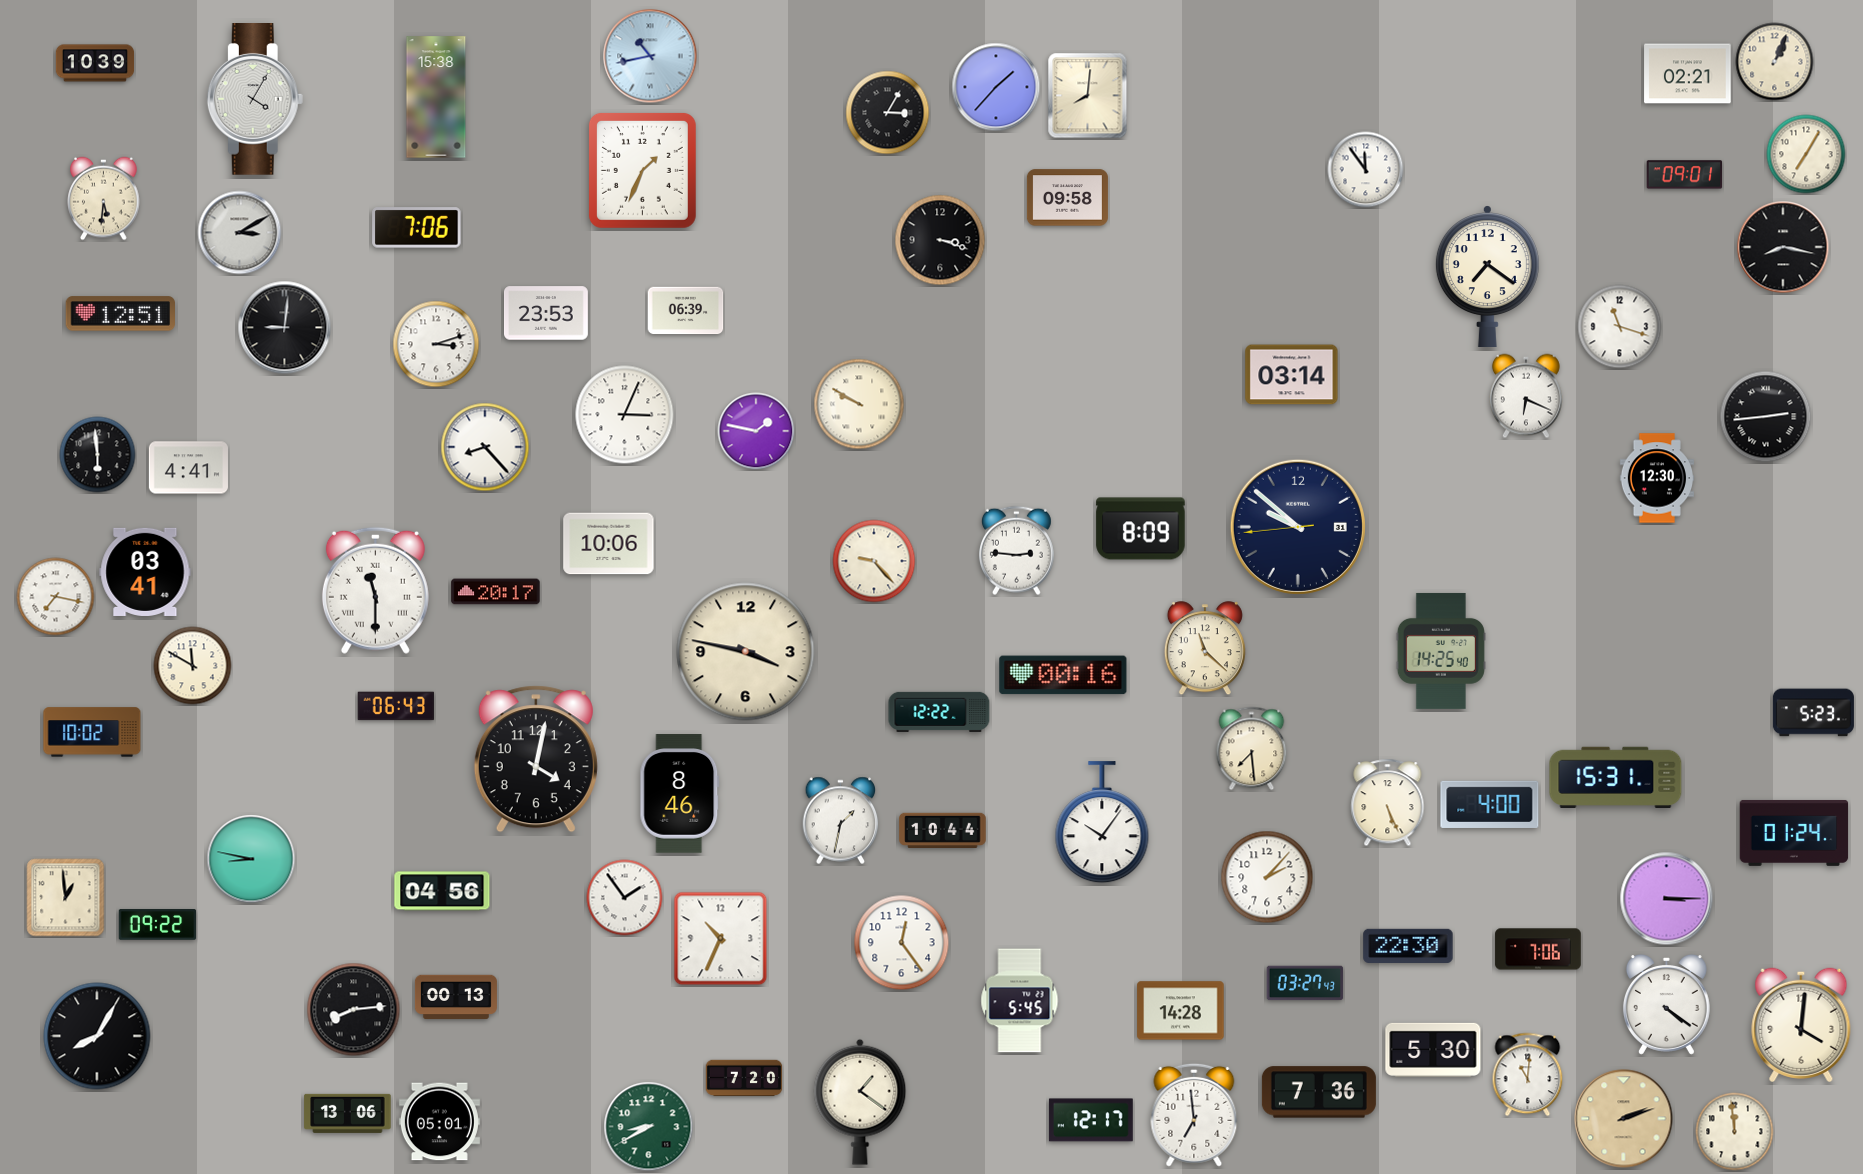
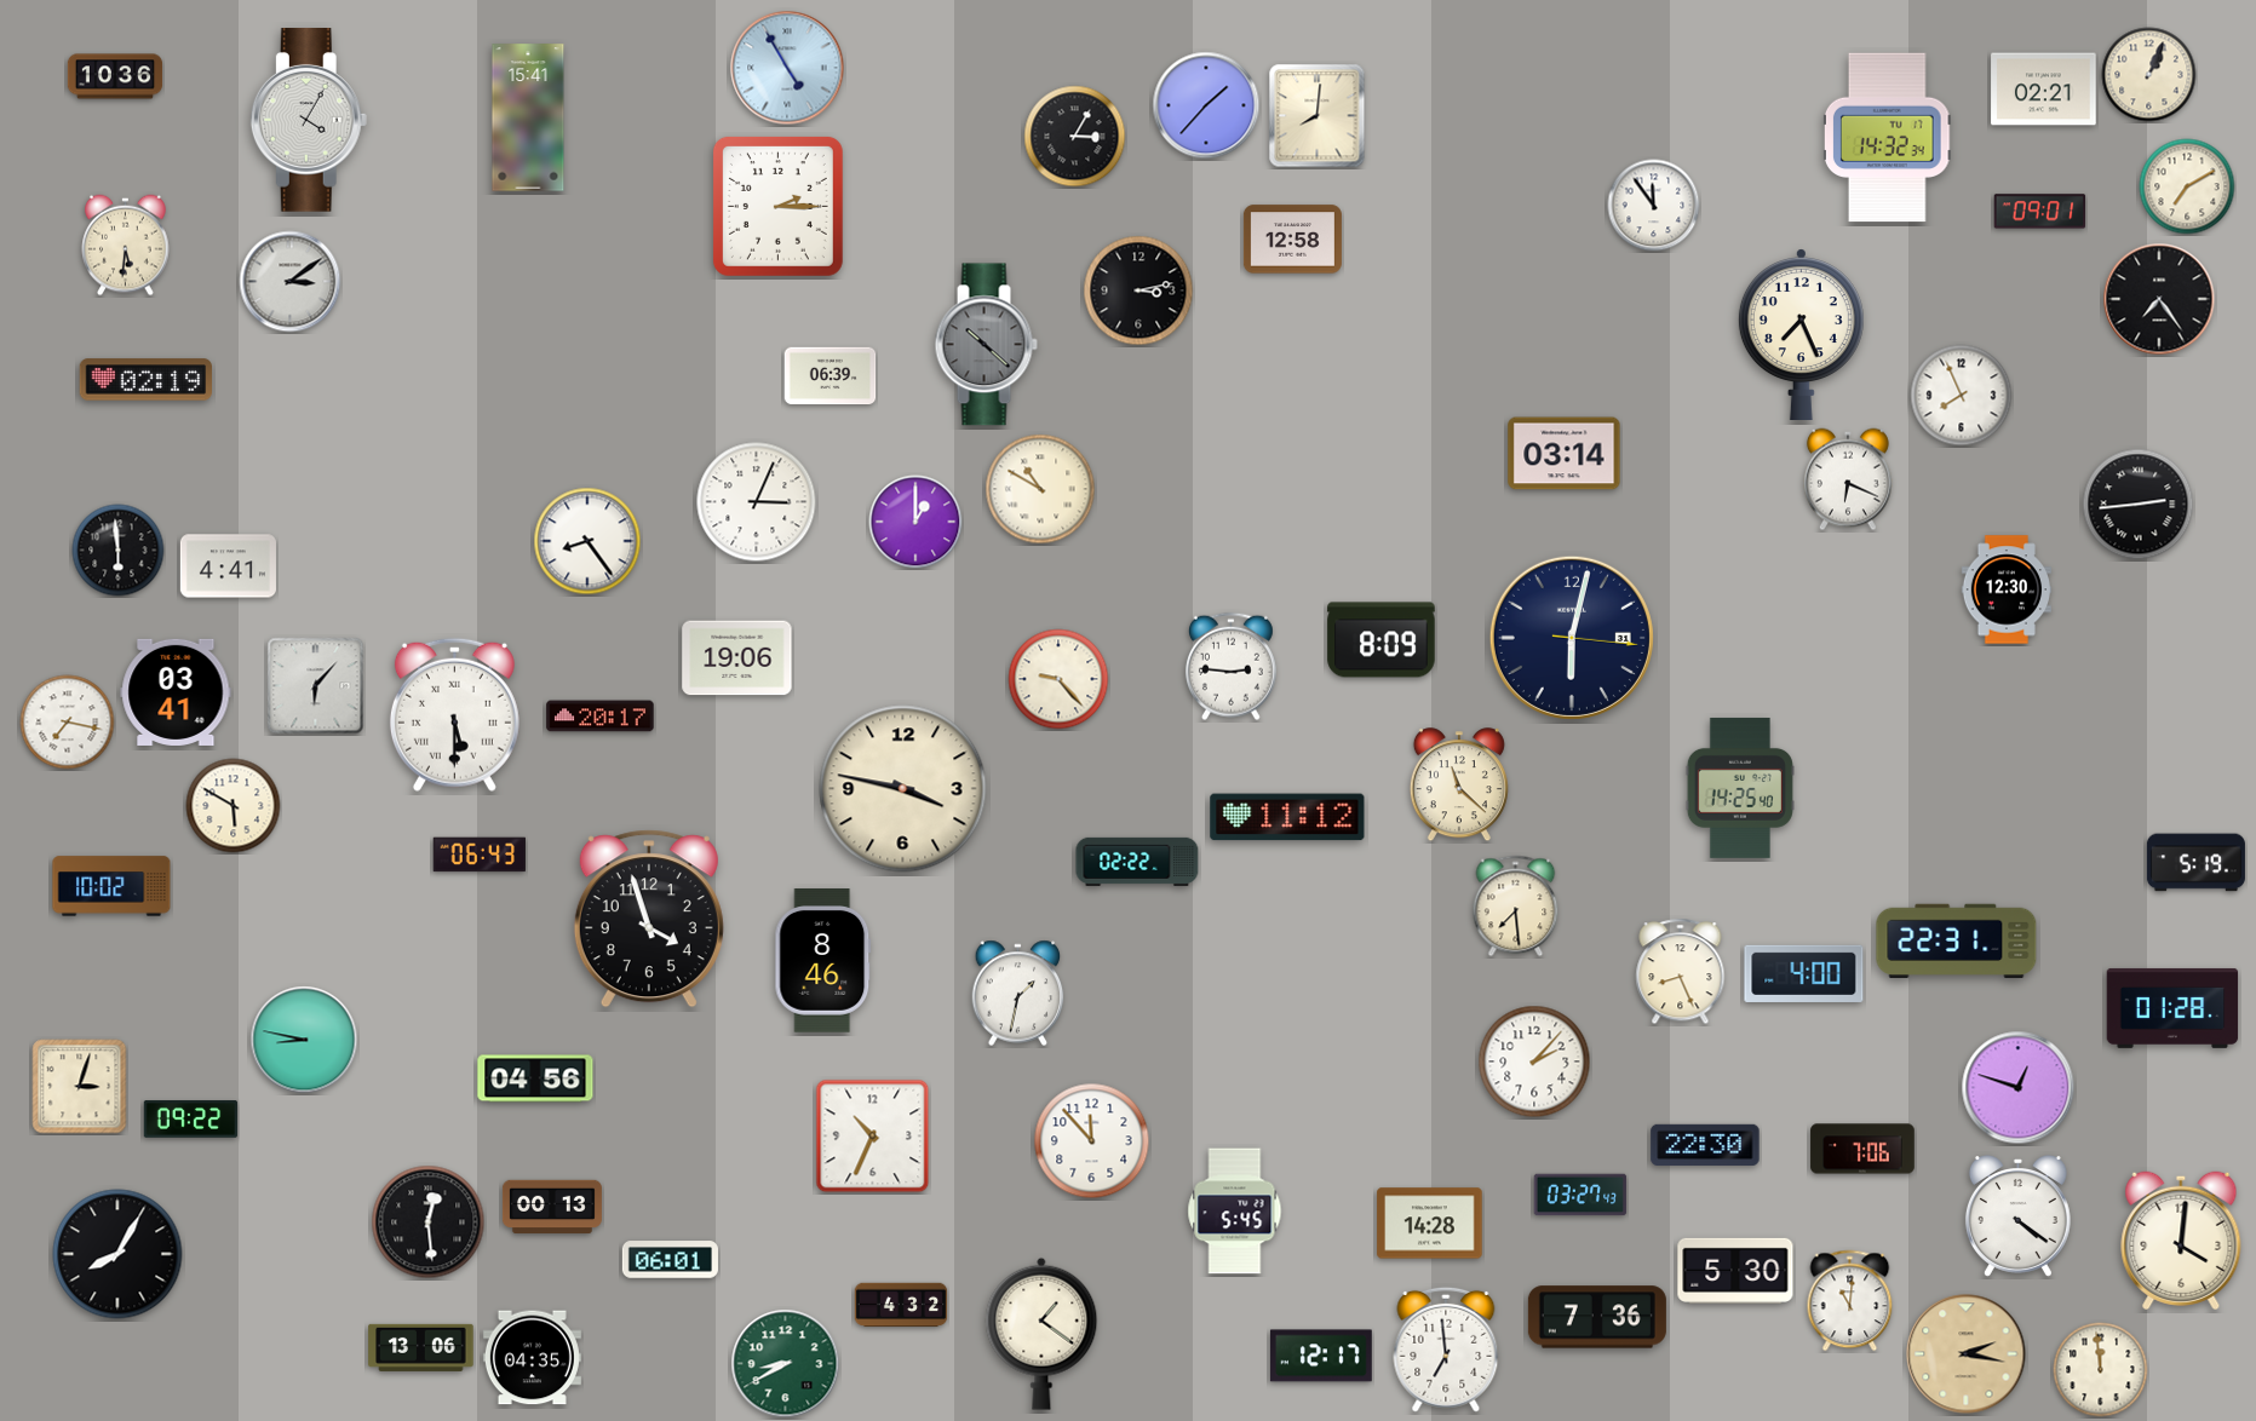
clock at (650, 56): 10:43 -> 4:55
clock at (95, 63): 10:39 -> 10:36
clock at (436, 97): 15:38 -> 15:41
clock at (1887, 138): none -> 14:32
clock at (1806, 154): 7:05 -> 7:10
clock at (642, 170): 1:34 -> 2:15
clock at (1067, 198): 09:58 -> 12:58
clock at (104, 199) position: (104, 199) -> (126, 246)
clock at (417, 228): 7:06 -> none
clock at (240, 233): 3:10 -> 3:09
clock at (940, 240): 3:18 -> 3:13
clock at (1783, 247): 8:17 -> 7:24
clock at (1487, 276): 7:21 -> 7:26
clock at (986, 345): none -> 10:22
clock at (547, 313): 23:53 -> none
clock at (121, 314): 12:51 -> 02:19
clock at (1620, 327): 11:18 -> 7:56
clock at (285, 328): 9:01 -> none
clock at (436, 344): 3:12 -> none
clock at (859, 404): 9:50 -> 10:50
clock at (756, 431): 1:47 -> 1:00
clock at (485, 447): 8:23 -> 8:24
clock at (1656, 478) position: (1656, 478) -> (2005, 589)
clock at (1298, 527): 9:51 -> 6:02
clock at (609, 544): 10:06 -> 19:06
clock at (316, 686): none -> 6:07
clock at (375, 590): 11:30 -> 5:30
clock at (1441, 651) position: (1441, 651) -> (1740, 788)
clock at (193, 666): 11:50 -> 5:50
clock at (1063, 675): 00:16 -> 11:12
clock at (939, 712): 12:22 -> 02:22
clock at (1813, 713): 5:23 -> 5:19
clock at (536, 759): 4:02 -> 3:57
clock at (1616, 777): 15:31 -> 22:31
clock at (1388, 803): 5:26 -> 8:26
clock at (1102, 823): 10:06 -> none
clock at (943, 830): 10:44 -> none
clock at (1794, 833): 01:24 -> 01:28
clock at (66, 898): 12:59 -> 3:03
clock at (625, 898): 1:54 -> none
clock at (1667, 899): 3:15 -> 12:48
clock at (902, 943): 12:24 -> 11:53
clock at (1305, 983) position: (1305, 983) -> (1580, 1195)
clock at (354, 1010): 8:14 -> 12:29
clock at (670, 1260): none -> 06:01
clock at (744, 1078): 7:20 -> 4:32
clock at (1319, 1092) position: (1319, 1092) -> (1597, 1317)
clock at (1624, 1119): 2:12 -> 2:17
clock at (439, 1122): 05:01 -> 04:35
